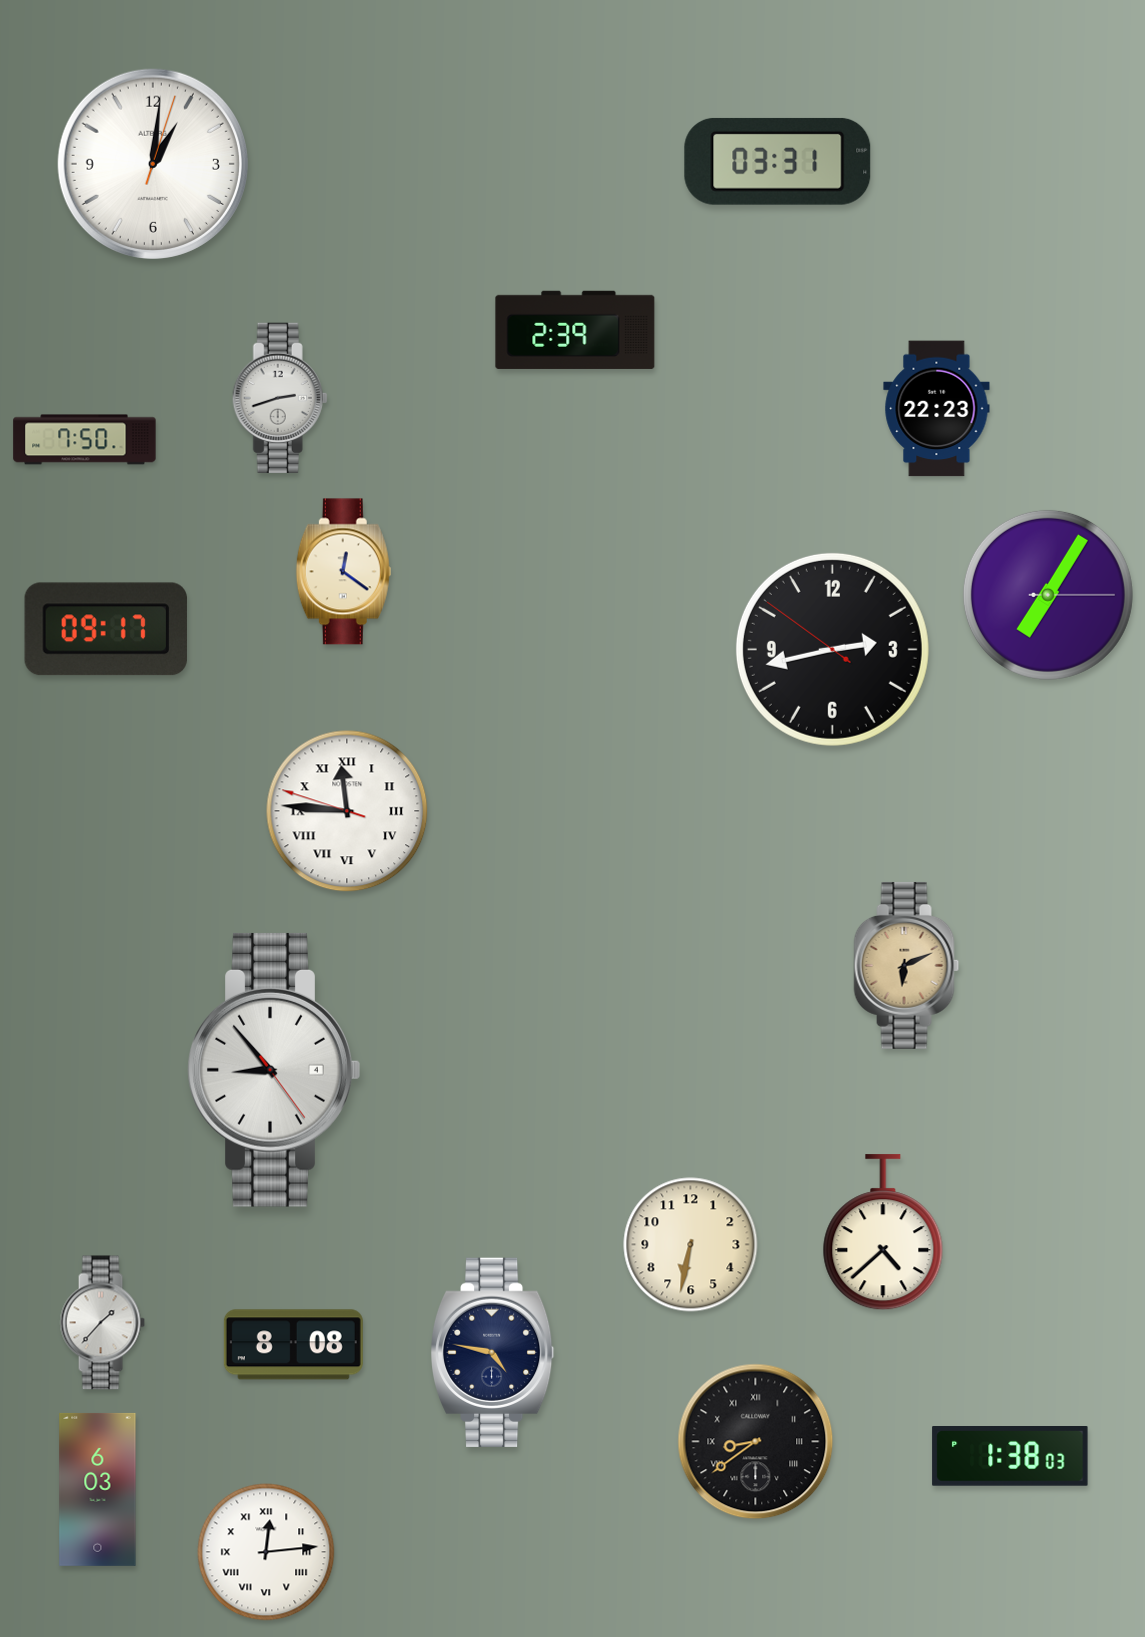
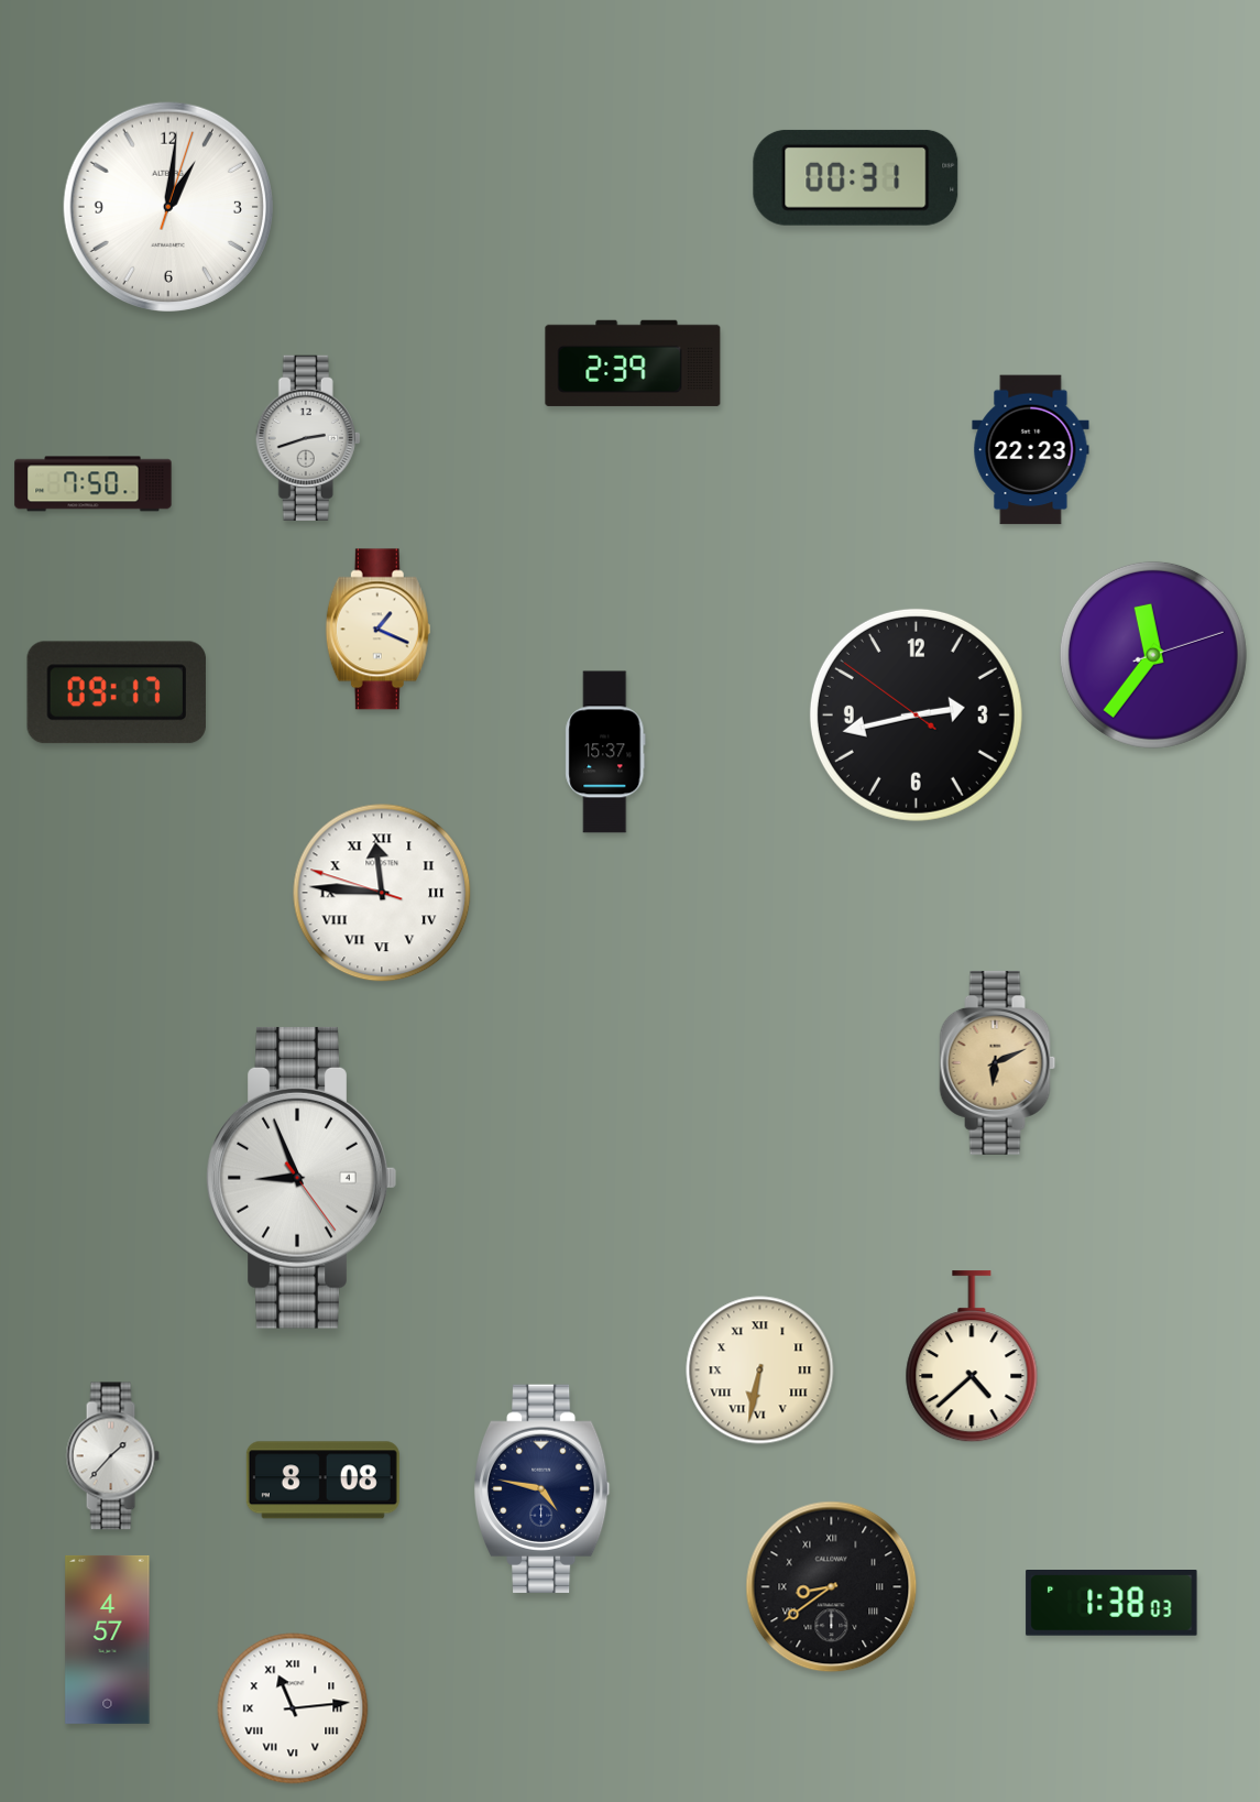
clock at (778, 161): 03:31 -> 00:31
clock at (153, 164) position: (153, 164) -> (168, 207)
clock at (343, 572): 12:21 -> 1:19
clock at (1048, 595): 7:05 -> 11:36
clock at (605, 752): none -> 15:37
clock at (274, 1070): 8:53 -> 8:56
clock at (691, 1245) numerals: Arabic -> Roman
clock at (98, 1489): 6:03 -> 4:57
clock at (266, 1552): 12:14 -> 11:14
